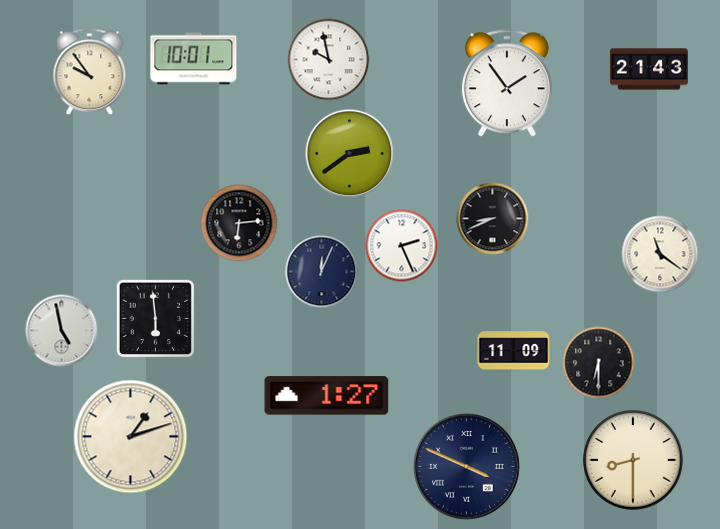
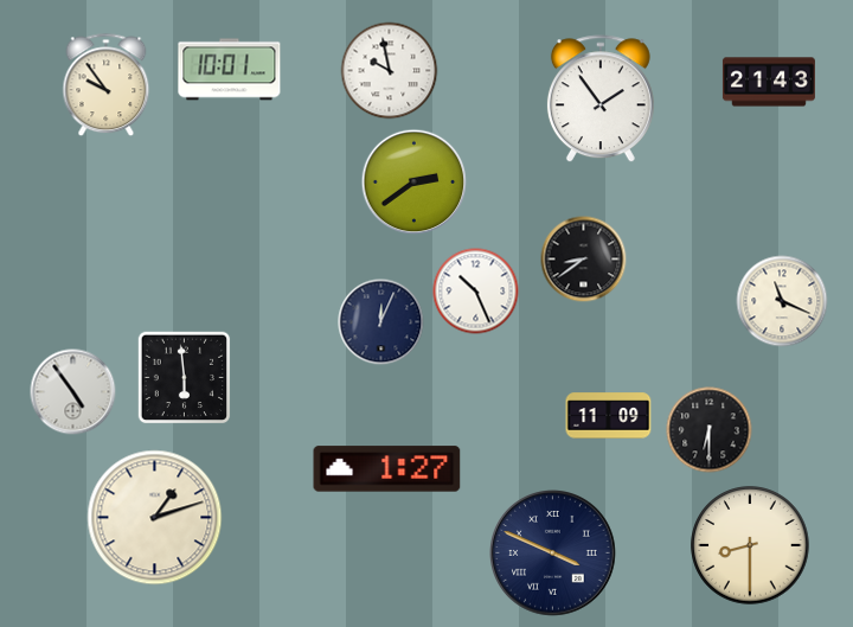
clock at (493, 219): 8:41 -> 8:39
clock at (239, 223): 6:14 -> none
clock at (402, 246): 2:26 -> 10:26
clock at (660, 254): 11:21 -> 11:19
clock at (62, 331): 4:58 -> 4:54
